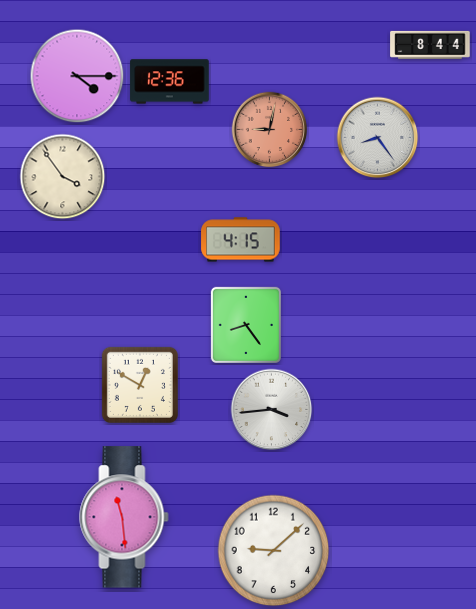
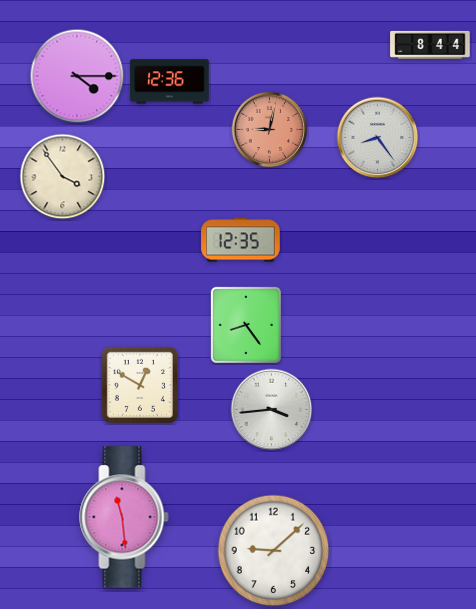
clock at (241, 240): 4:15 -> 12:35
